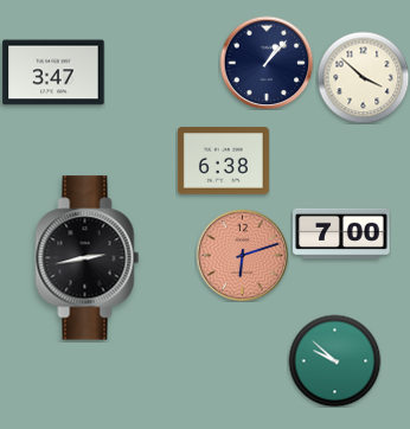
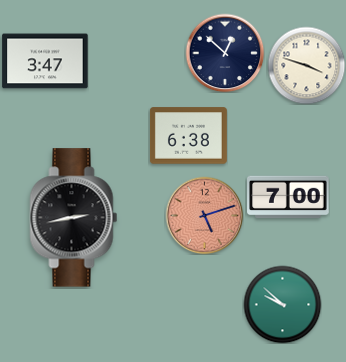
clock at (267, 63): 1:07 -> 12:52
clock at (363, 77): 3:52 -> 3:48
clock at (242, 255): 6:12 -> 5:12
